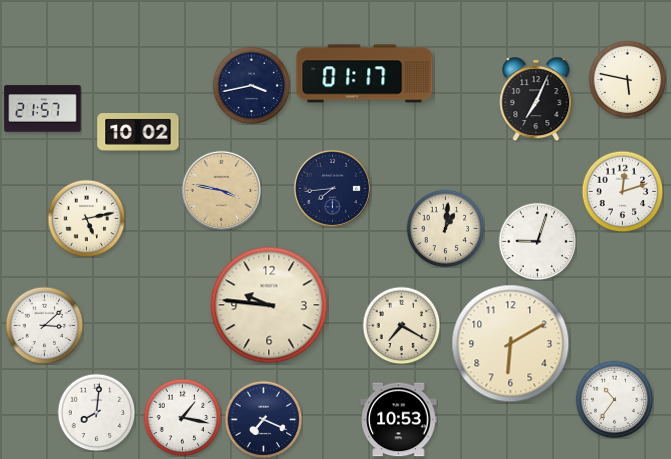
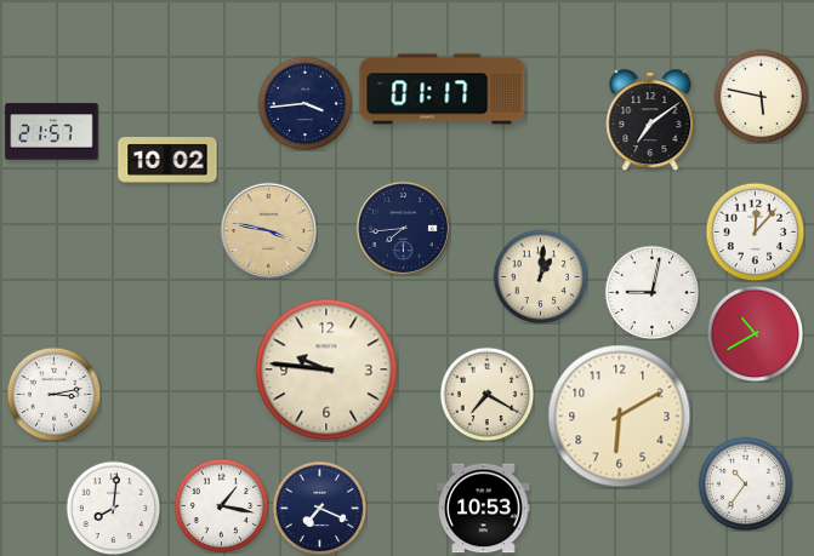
clock at (251, 85): 3:43 -> 3:44
clock at (536, 99): 7:04 -> 7:09
clock at (622, 191): 12:12 -> 12:07
clock at (86, 218): 5:13 -> none
clock at (537, 241): 9:03 -> 9:02
clock at (755, 333): none -> 10:40
clock at (44, 325): 3:08 -> 3:13
clock at (96, 412) position: (96, 412) -> (113, 508)
